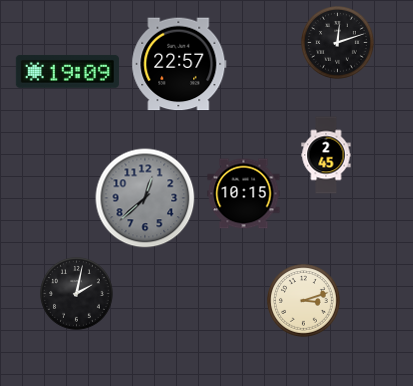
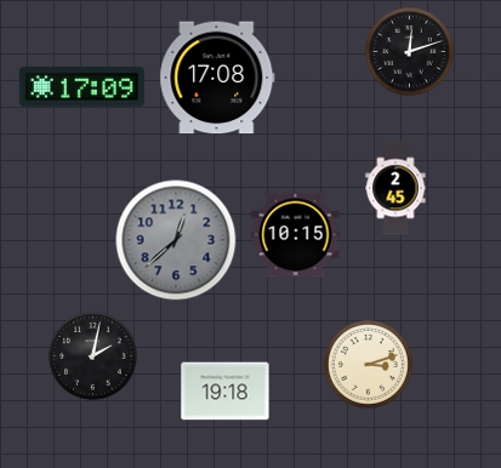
clock at (179, 64): 22:57 -> 17:08
clock at (67, 72): 19:09 -> 17:09
clock at (226, 392): none -> 19:18
